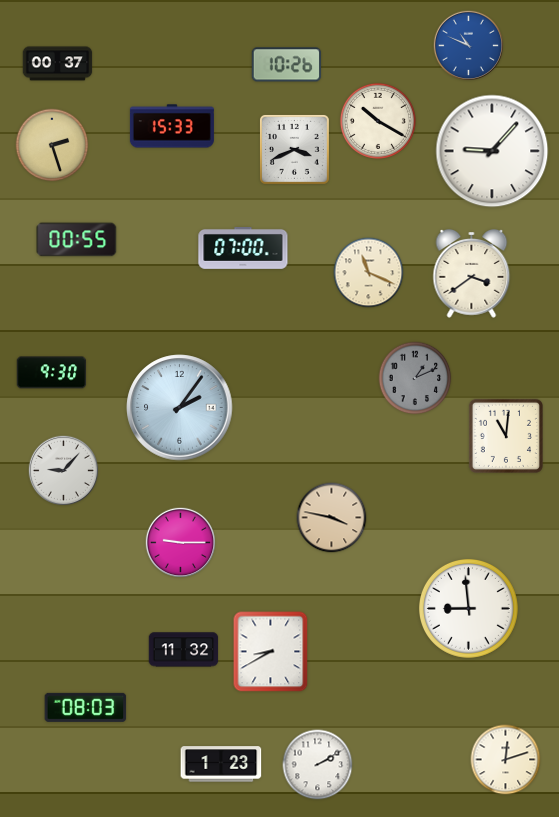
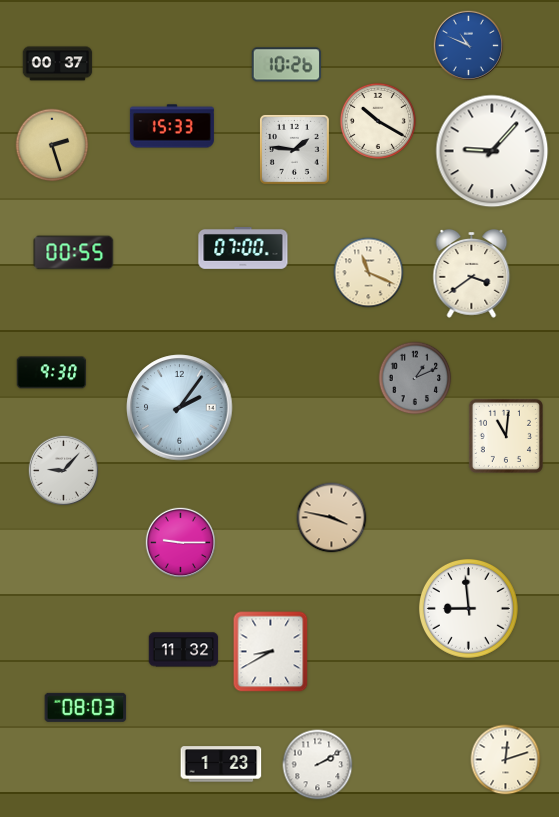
clock at (294, 149): 3:41 -> 1:46
clock at (77, 240) position: (77, 240) -> (74, 253)
